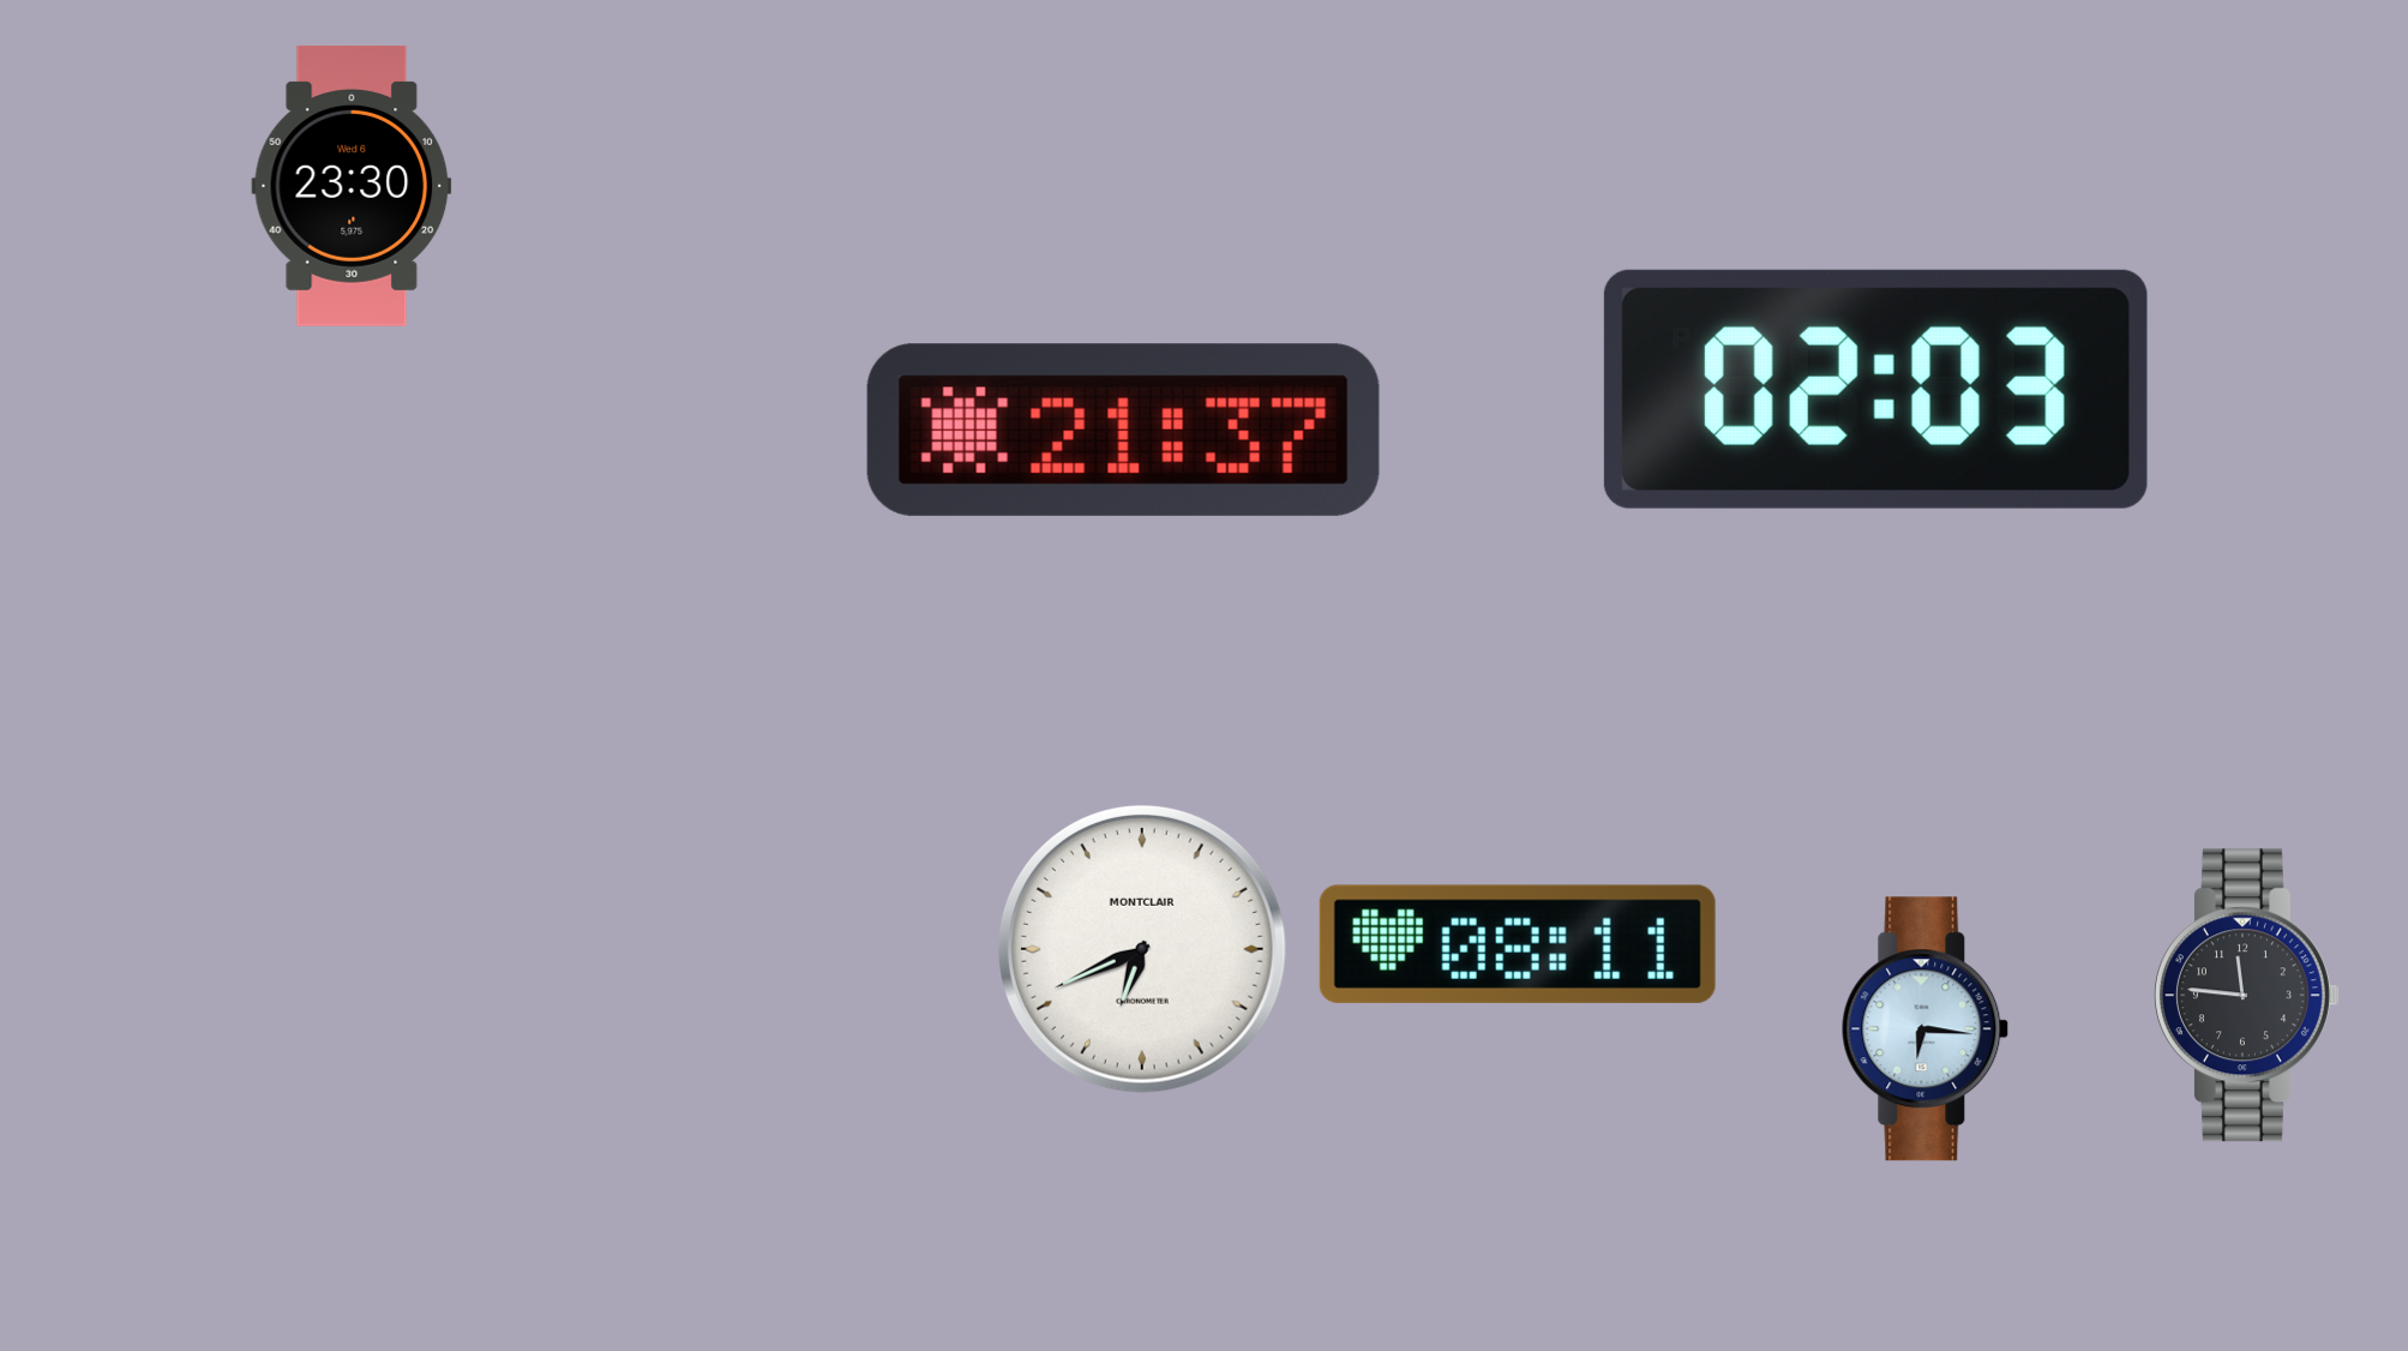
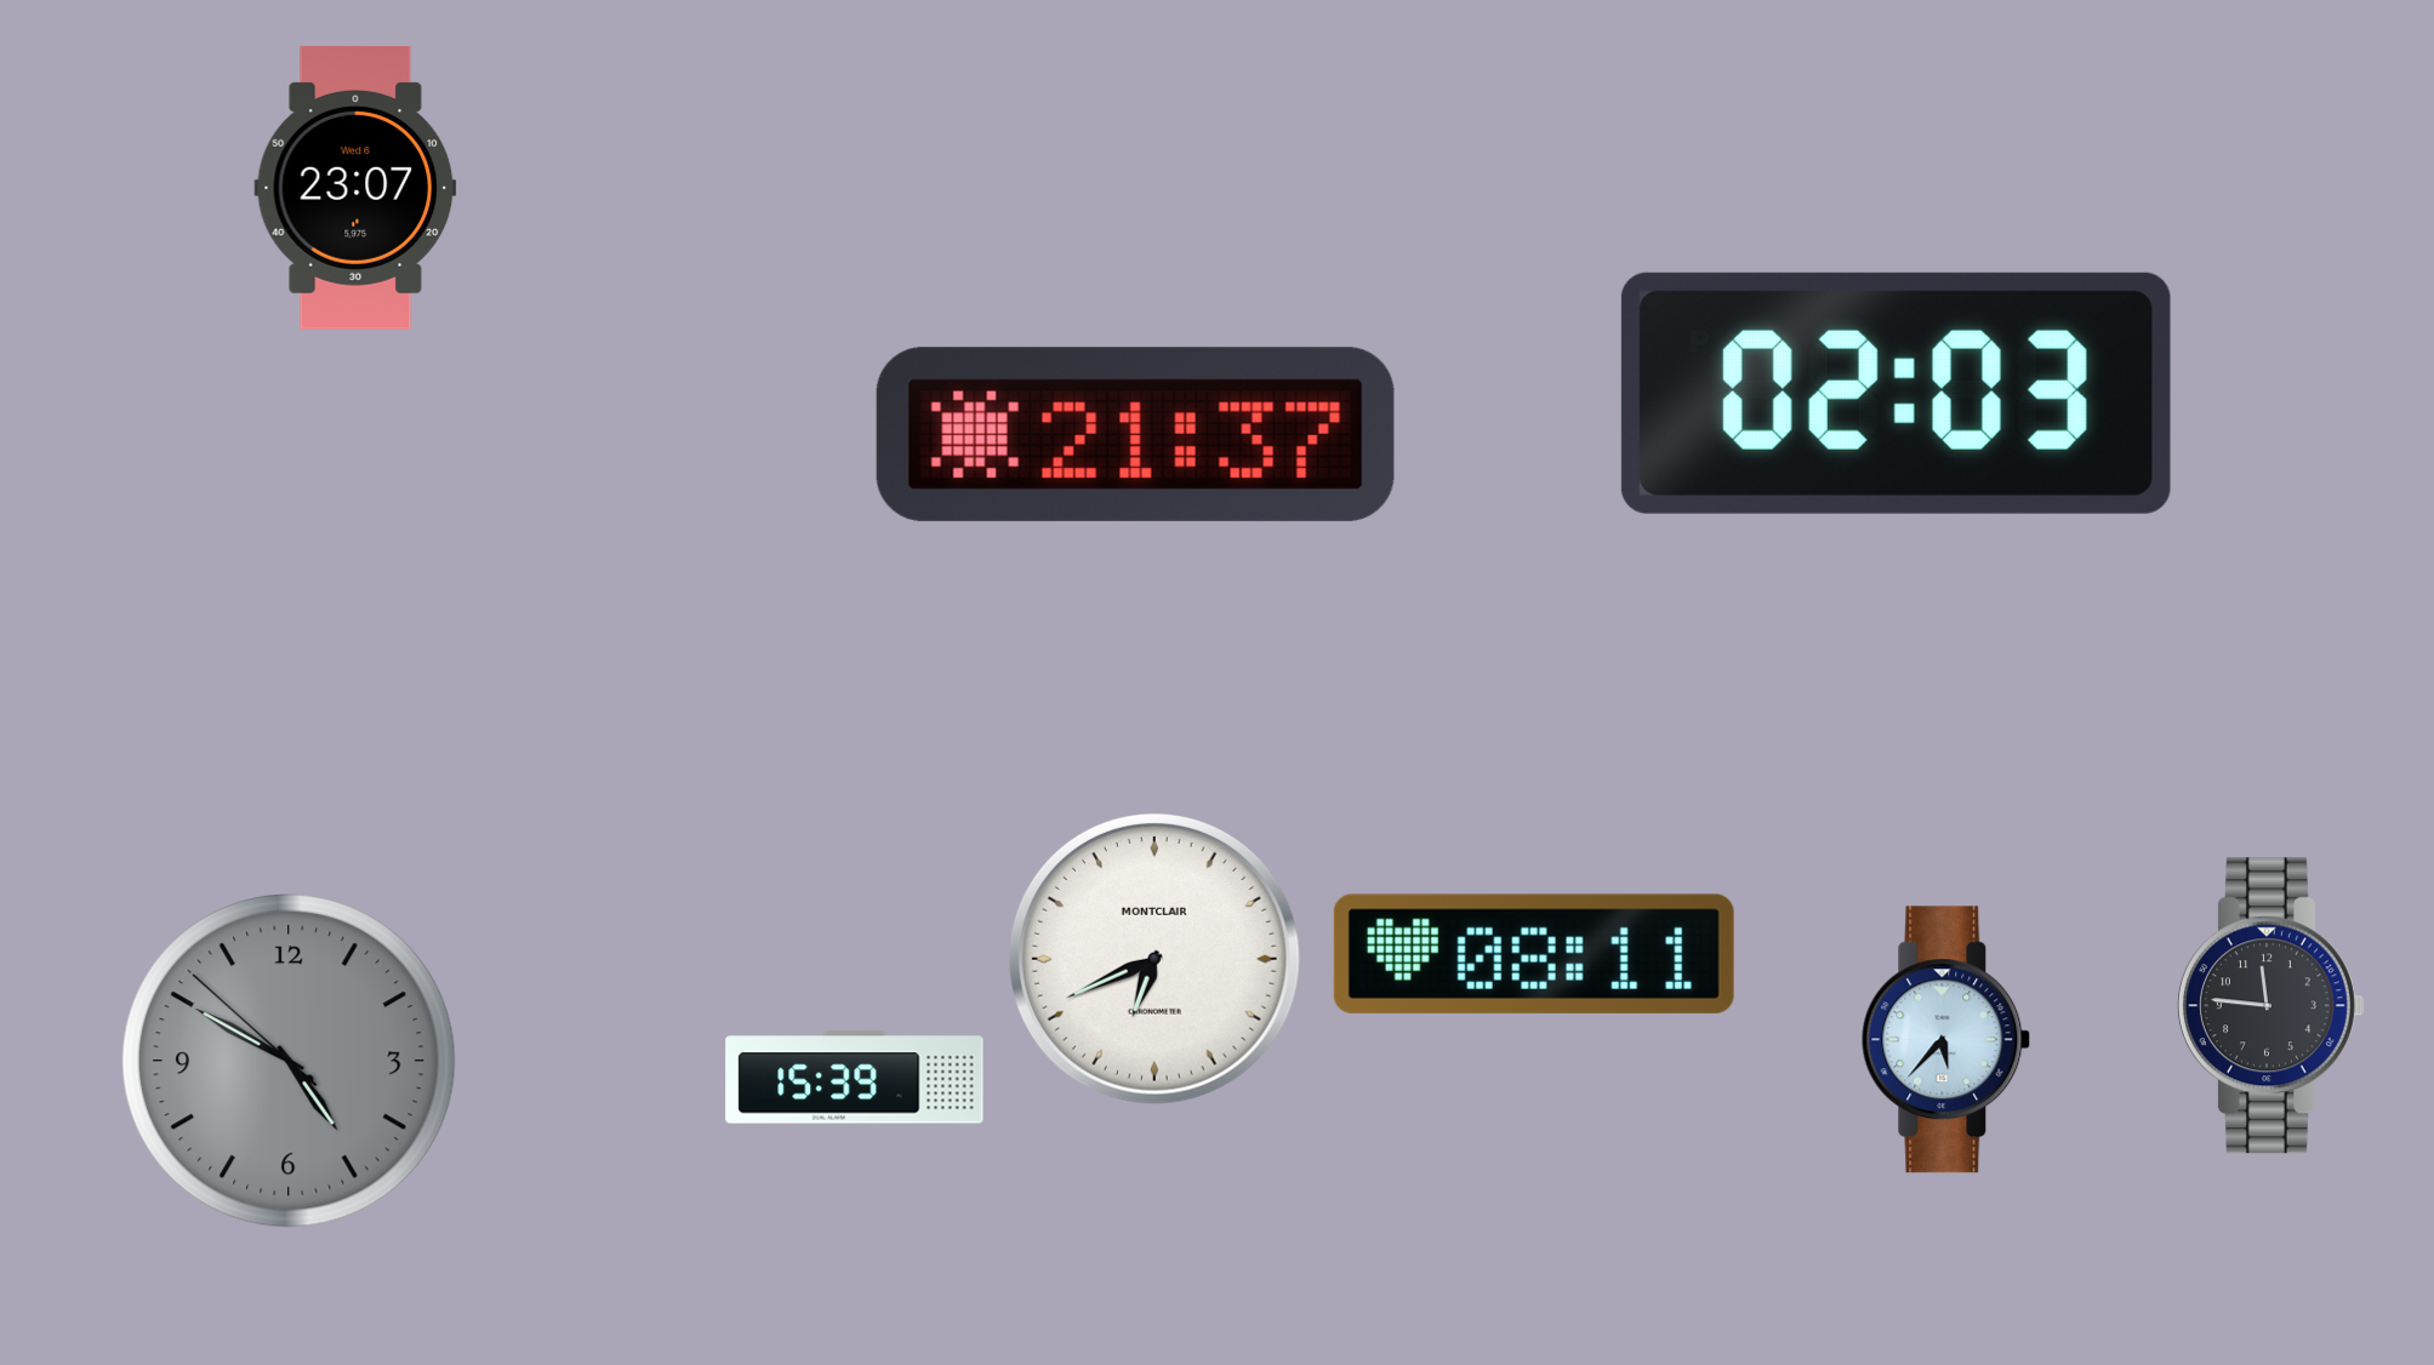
clock at (352, 186): 23:30 -> 23:07
clock at (1926, 1029): 6:16 -> 5:37
clock at (290, 1062): none -> 4:49
clock at (855, 1078): none -> 15:39
